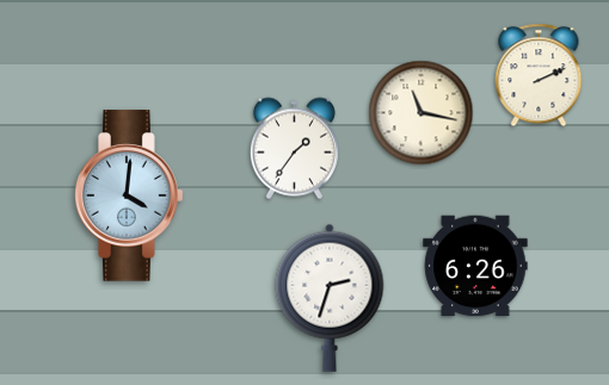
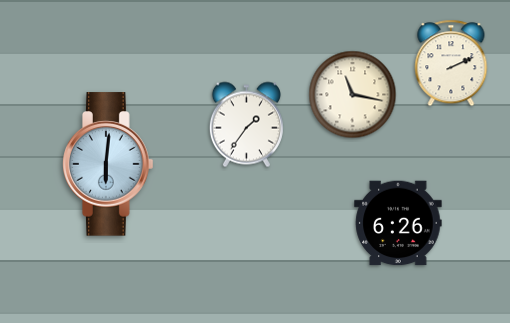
clock at (129, 195): 4:01 -> 6:01
clock at (330, 298): 2:33 -> none
